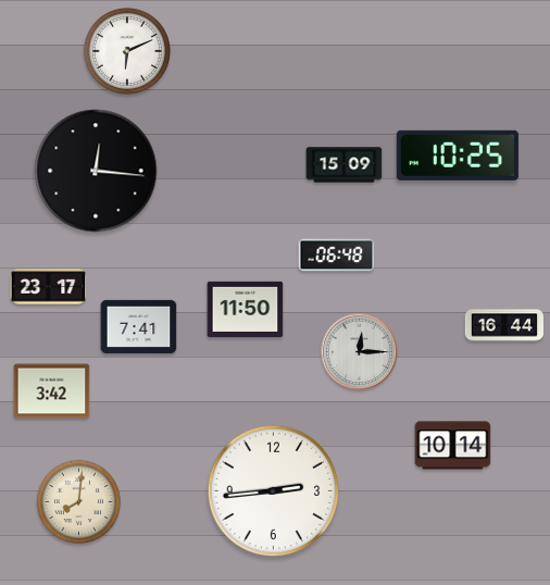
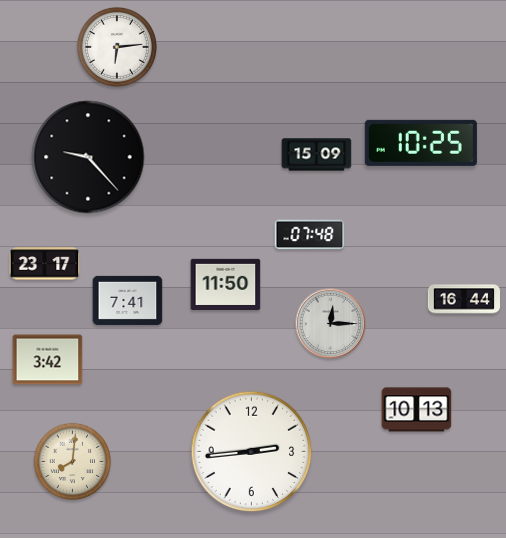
clock at (127, 51): 6:11 -> 6:14
clock at (345, 165) position: (345, 165) -> (317, 155)
clock at (96, 171): 12:16 -> 9:23
clock at (337, 256): 06:48 -> 07:48
clock at (453, 446): 10:14 -> 10:13
